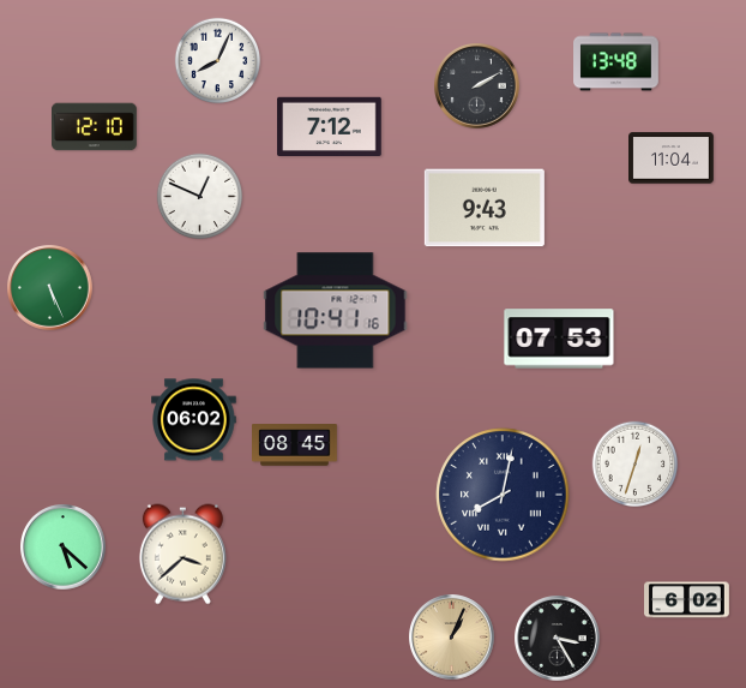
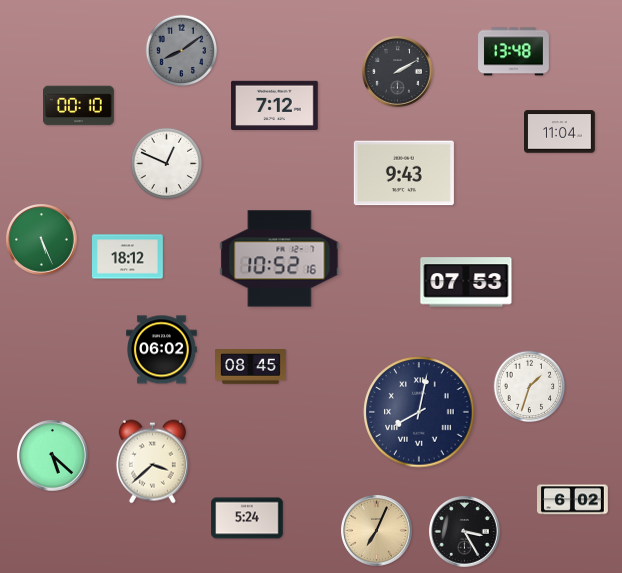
clock at (218, 61): 8:04 -> 8:09
clock at (218, 61) dial: white -> grey
clock at (95, 127): 12:10 -> 00:10
clock at (128, 257): none -> 18:12
clock at (336, 311): 10:41 -> 10:52
clock at (295, 445) position: (295, 445) -> (251, 367)
clock at (636, 465): 12:33 -> 1:33
clock at (247, 518): none -> 5:24
clock at (452, 638): 1:04 -> 7:04
